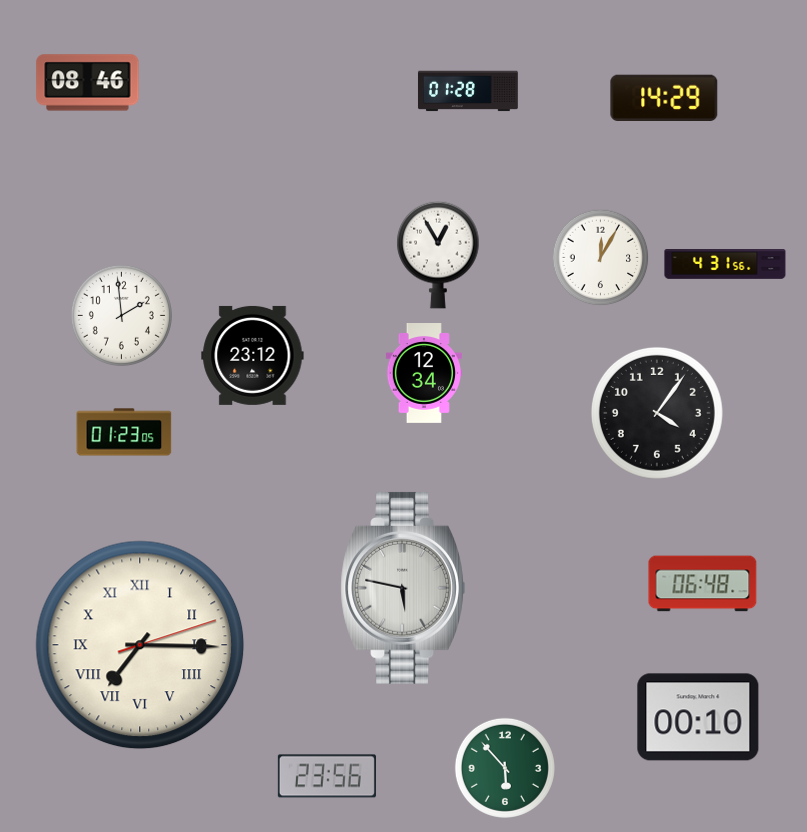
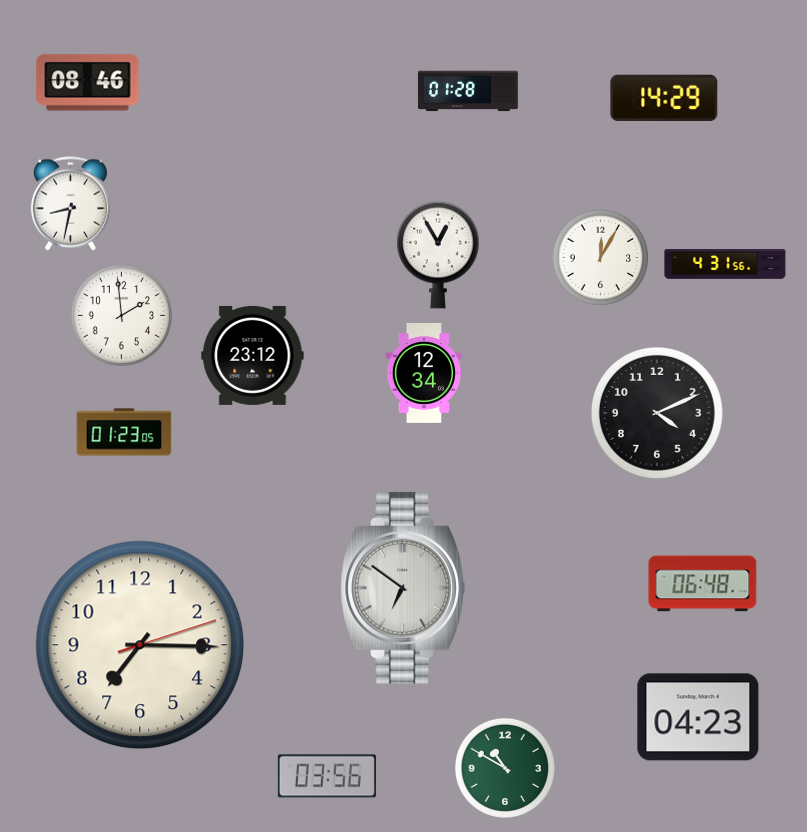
clock at (70, 204): none -> 8:32
clock at (657, 413): 4:06 -> 4:11
clock at (403, 588): 5:47 -> 6:51
clock at (140, 645) numerals: Roman -> Arabic
clock at (698, 717): 00:10 -> 04:23
clock at (505, 768): 5:53 -> 10:50
clock at (327, 776): 23:56 -> 03:56
